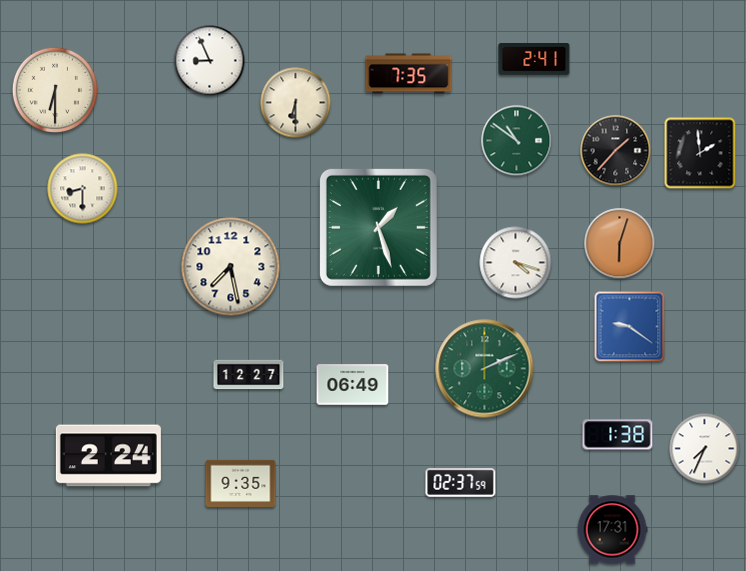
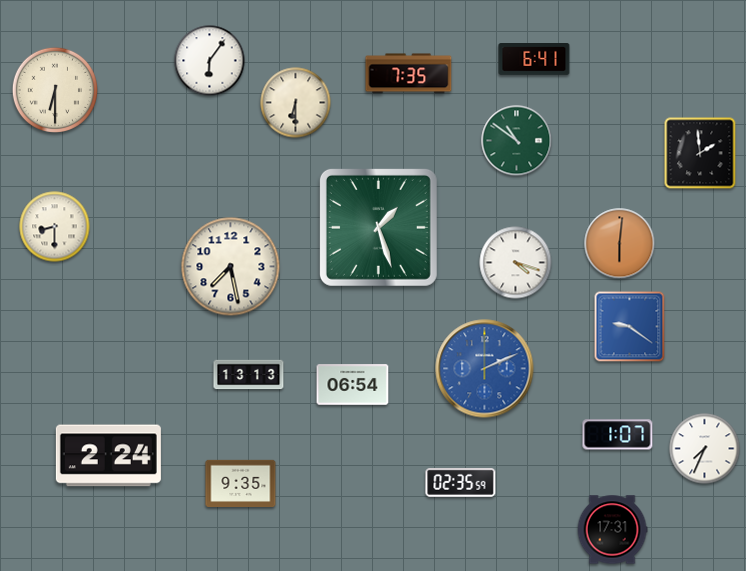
clock at (534, 60): 2:41 -> 6:41
clock at (210, 61): 8:56 -> 6:06
clock at (616, 151): 1:37 -> none
clock at (83, 189) position: (83, 189) -> (55, 227)
clock at (620, 244): 6:03 -> 6:01
clock at (485, 369) dial: green -> blue
clock at (249, 375): 12:27 -> 13:13
clock at (353, 385): 06:49 -> 06:54
clock at (618, 435): 1:38 -> 1:07
clock at (461, 483): 02:37 -> 02:35
